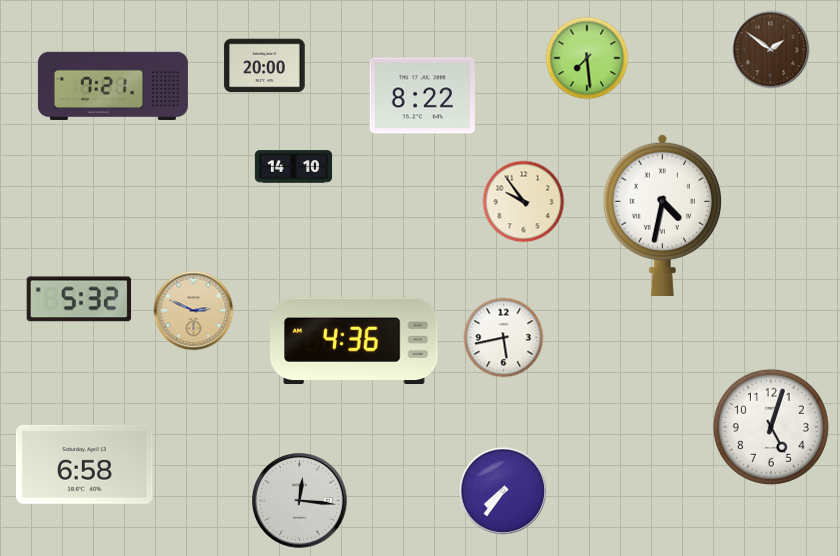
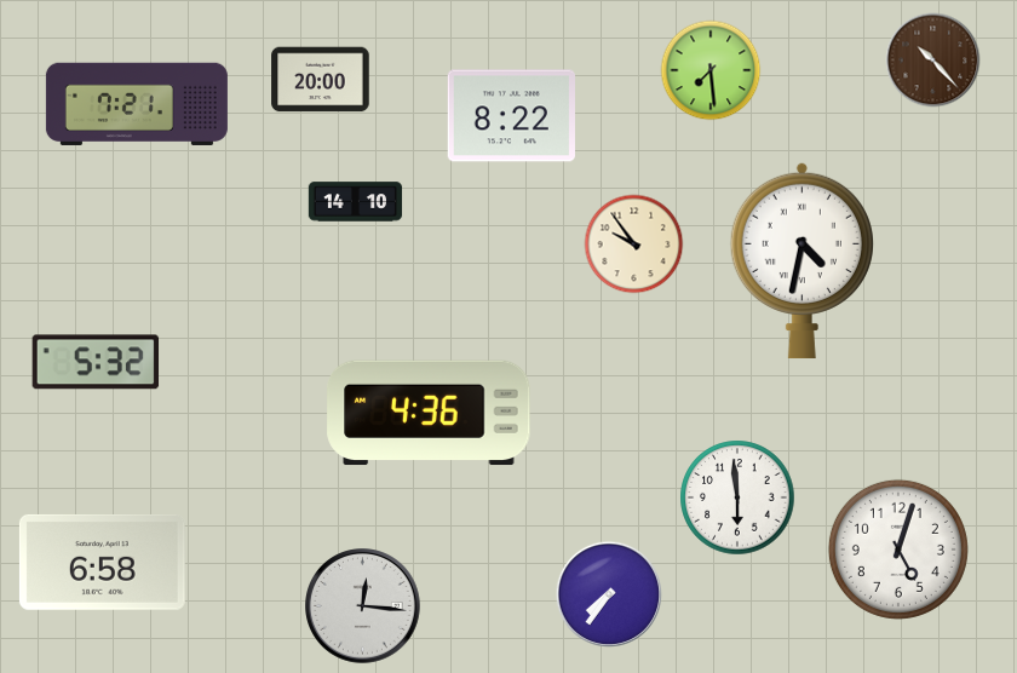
clock at (771, 50): 1:51 -> 10:23
clock at (194, 311): 2:49 -> none
clock at (504, 338): 5:43 -> none
clock at (737, 497): none -> 5:59
clock at (771, 427) position: (771, 427) -> (898, 550)
